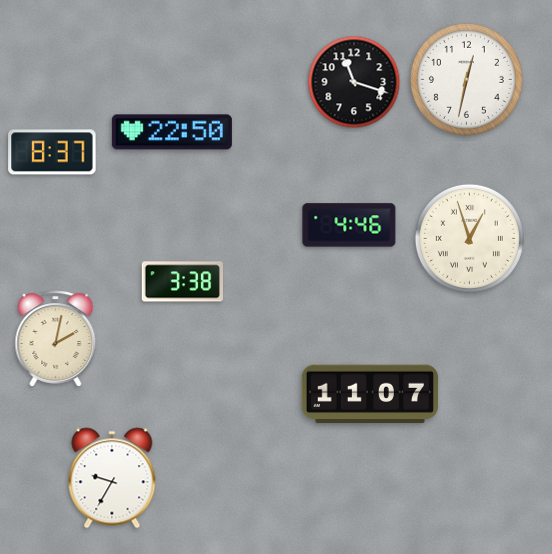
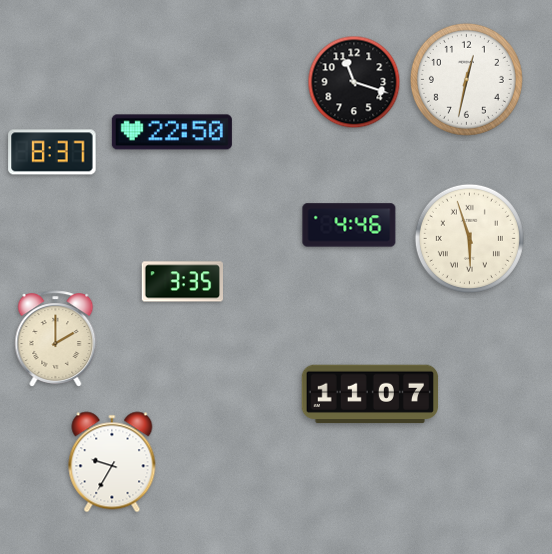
clock at (469, 238): 12:57 -> 5:57
clock at (182, 282): 3:38 -> 3:35
clock at (56, 339): 2:02 -> 2:00
clock at (112, 478) position: (112, 478) -> (112, 462)
